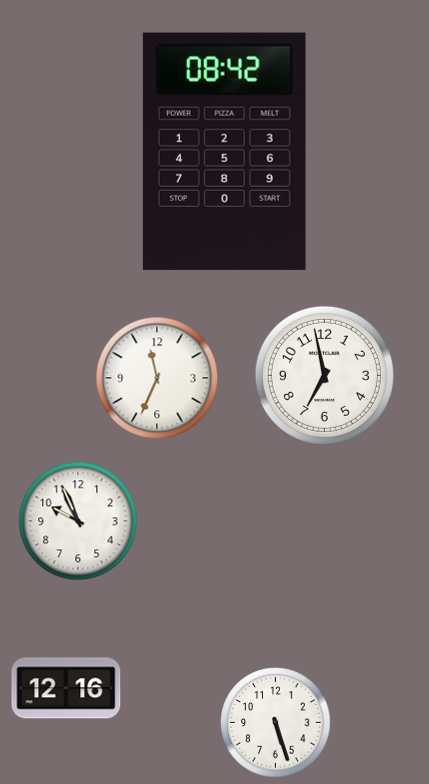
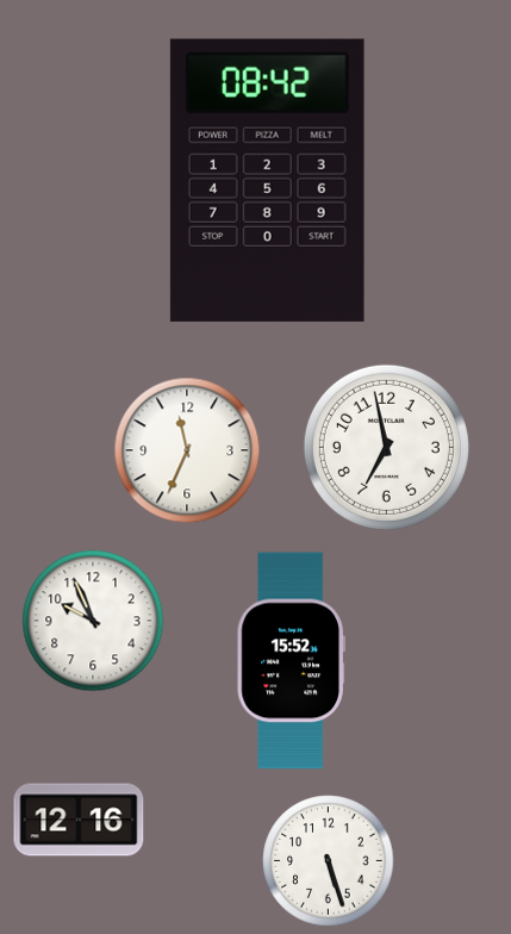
clock at (291, 661): none -> 15:52
